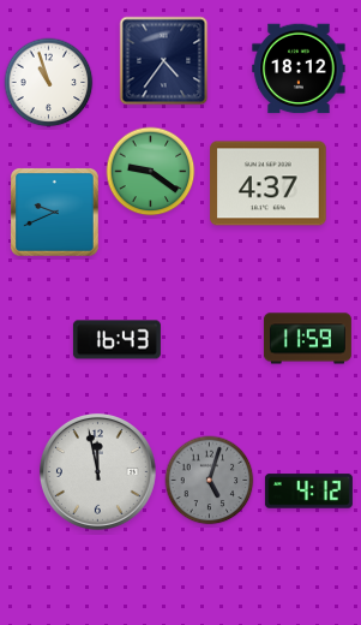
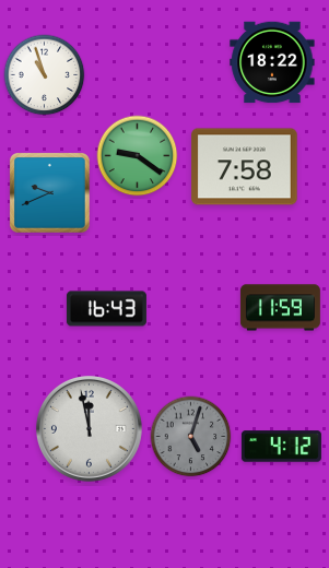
clock at (164, 61): 4:36 -> none
clock at (299, 69): 18:12 -> 18:22
clock at (269, 184): 4:37 -> 7:58
